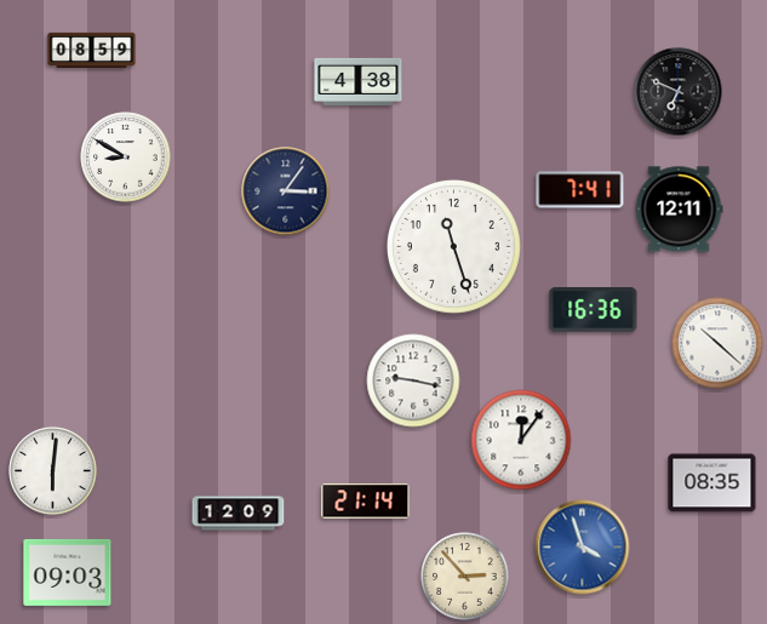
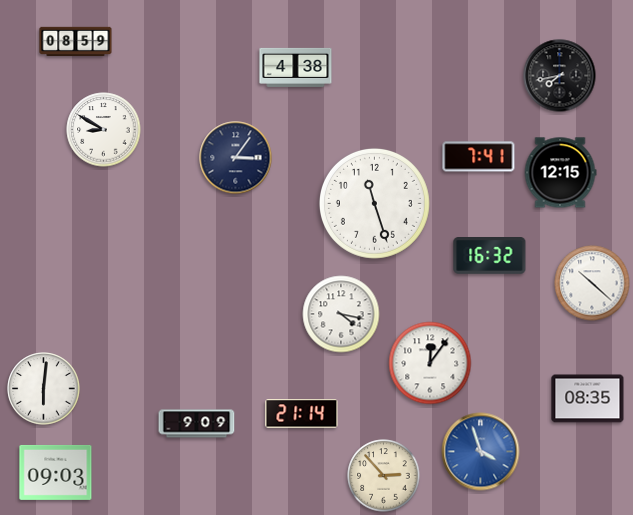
clock at (679, 92): 6:49 -> 7:43
clock at (679, 210): 12:11 -> 12:15
clock at (594, 310): 16:36 -> 16:32
clock at (413, 380): 9:17 -> 4:17
clock at (239, 514): 12:09 -> 9:09
